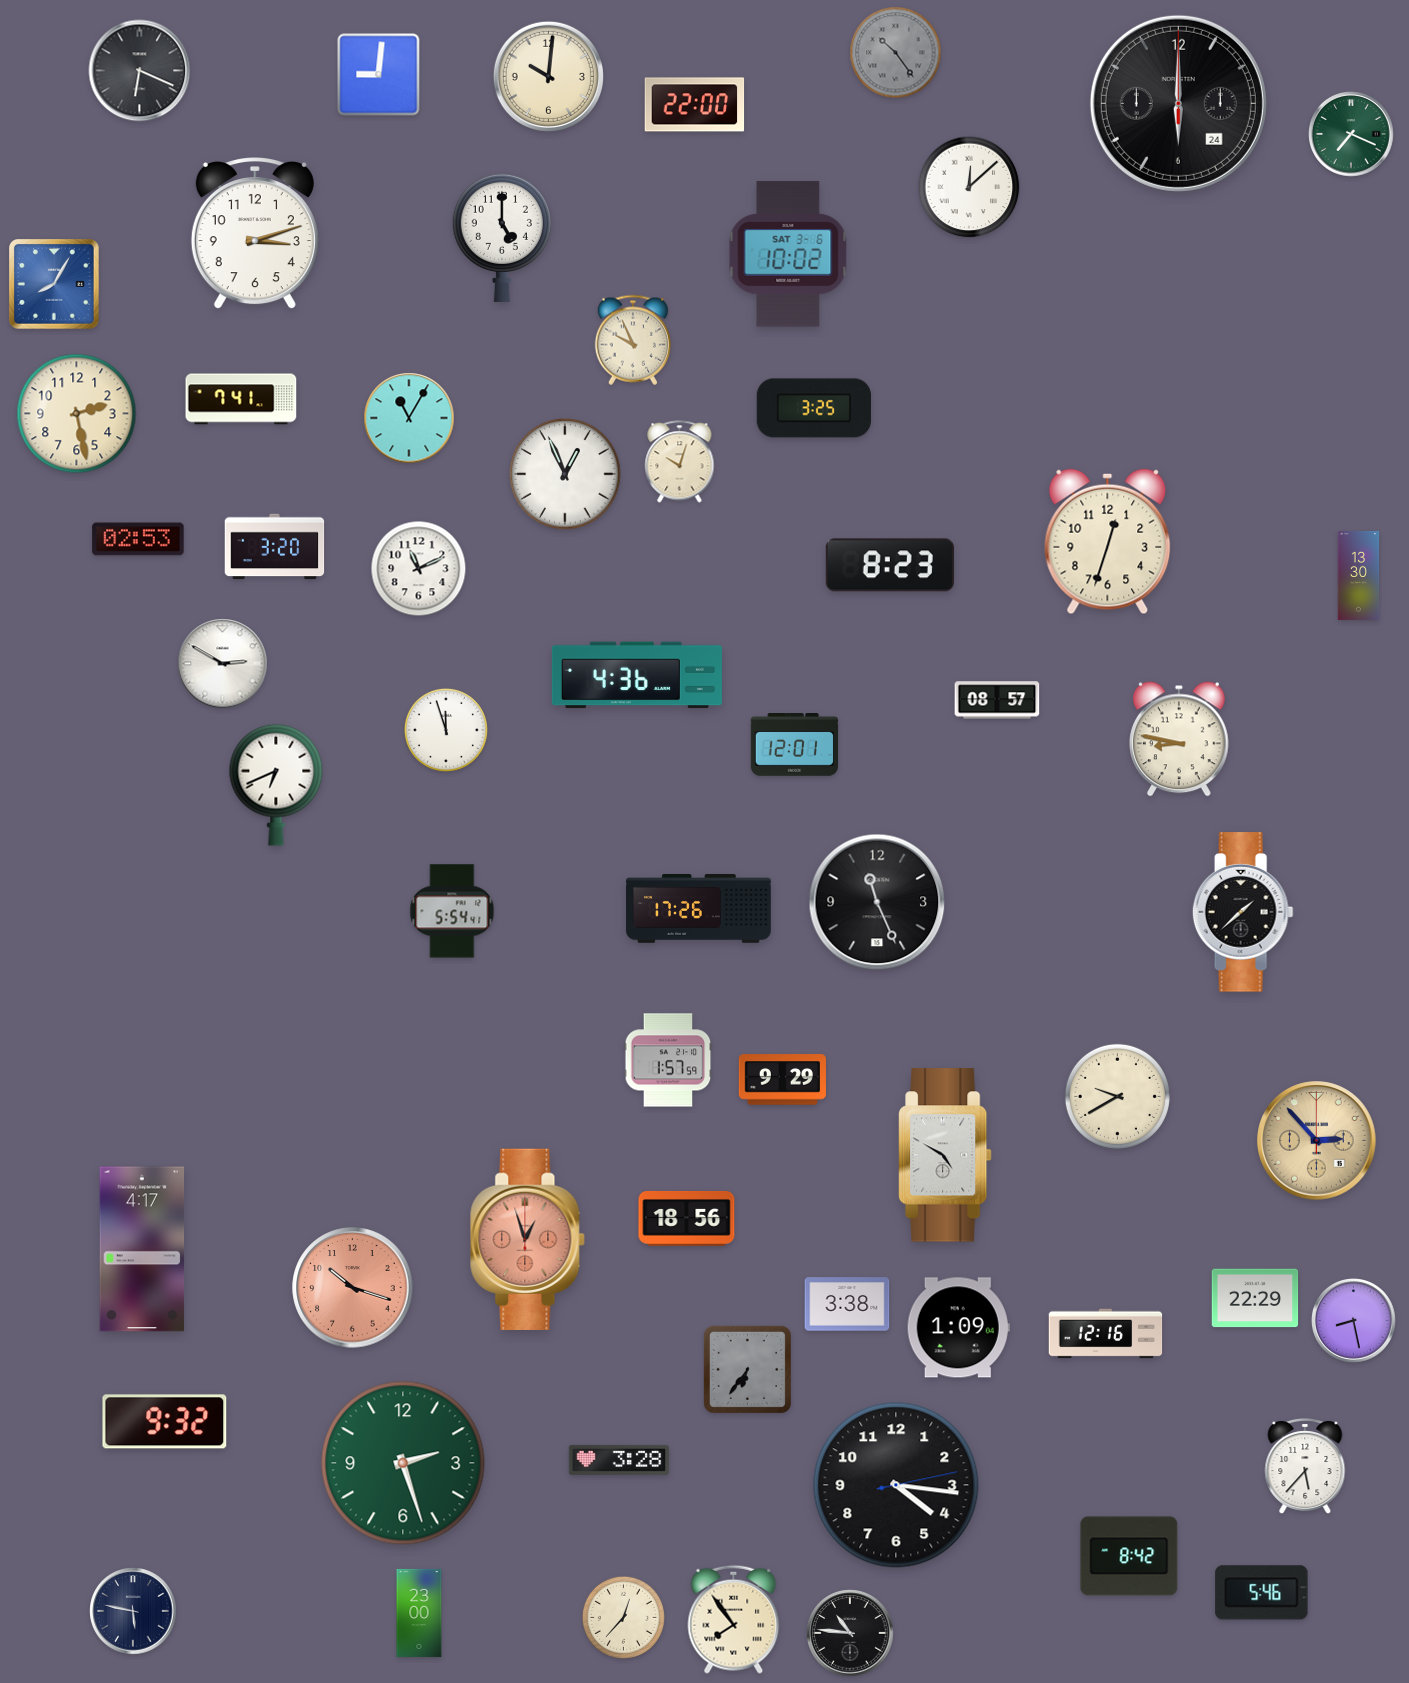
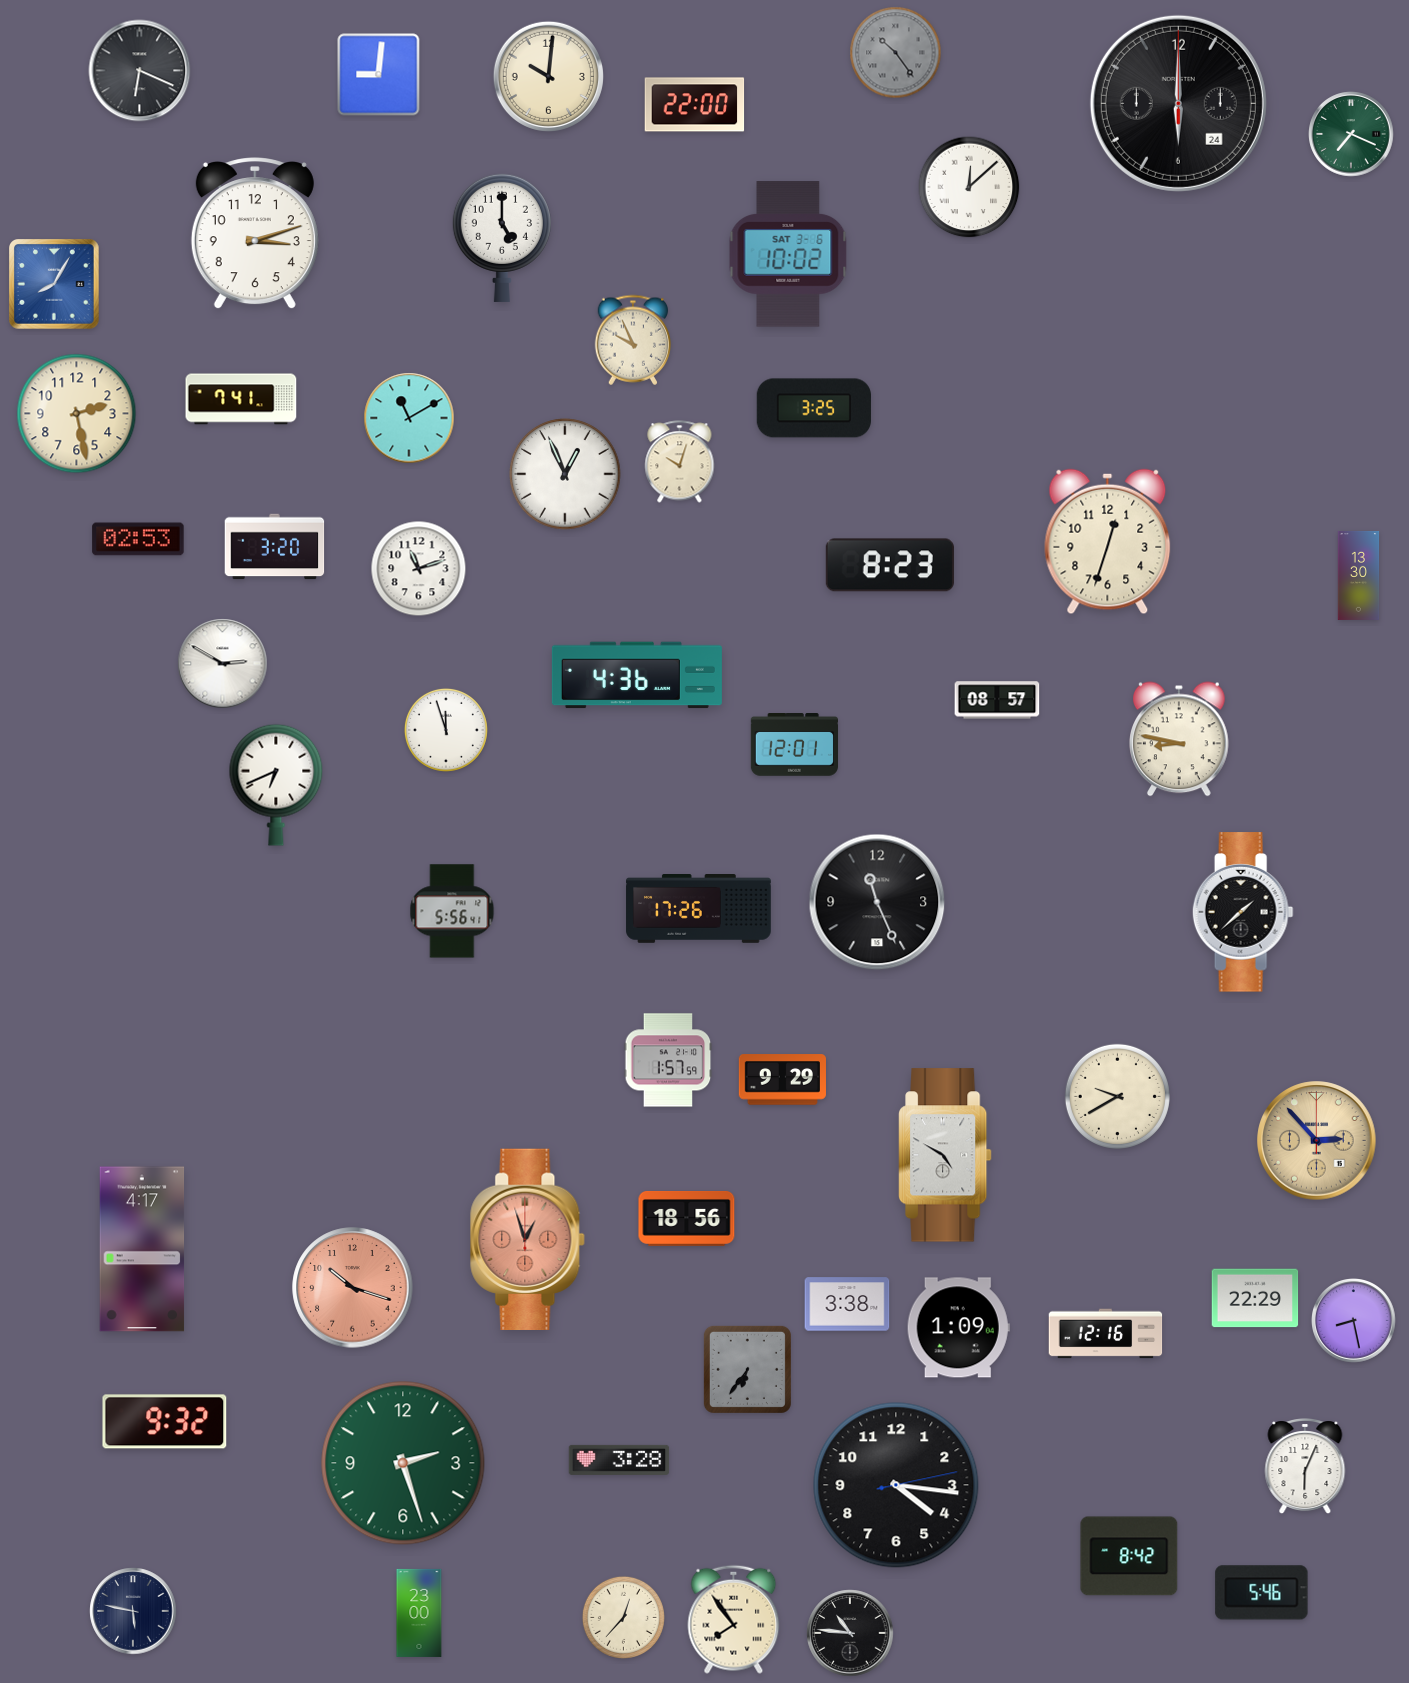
clock at (409, 418): 11:05 -> 11:10
clock at (419, 569): 11:11 -> 11:12
clock at (452, 911): 5:54 -> 5:56
clock at (1305, 1467): 5:37 -> 6:04
